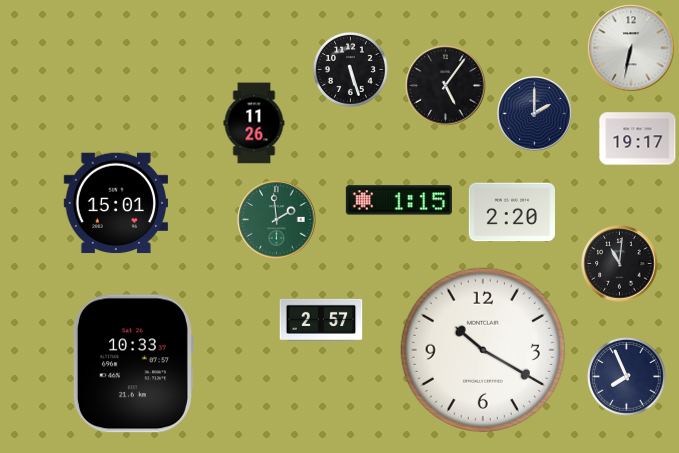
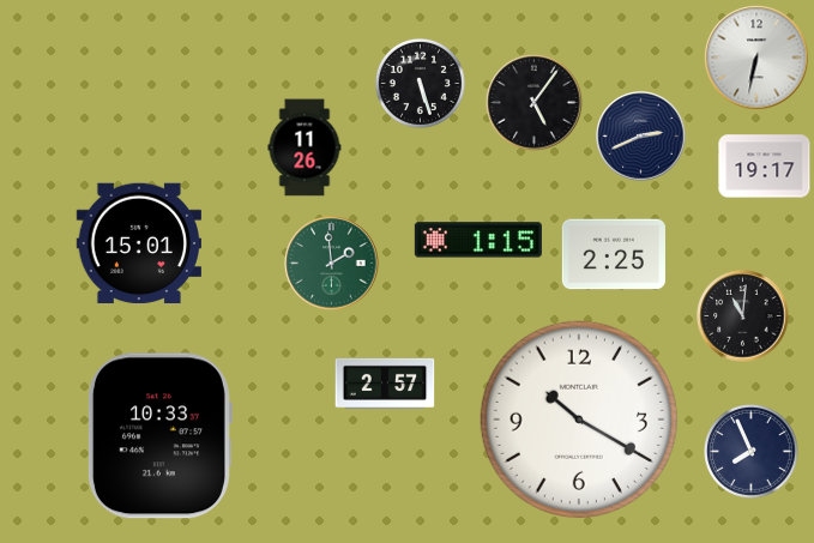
clock at (535, 114): 2:00 -> 2:41
clock at (512, 212): 2:20 -> 2:25
